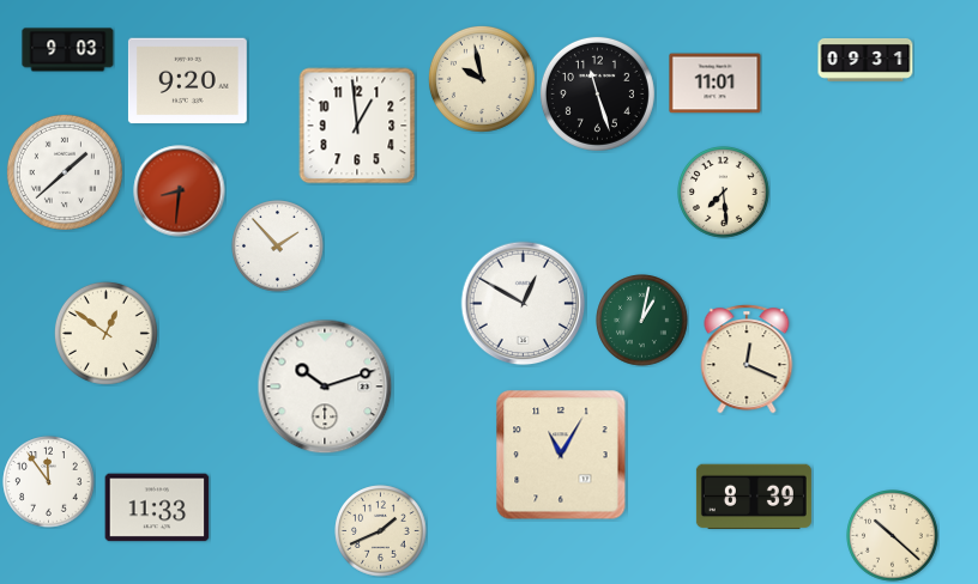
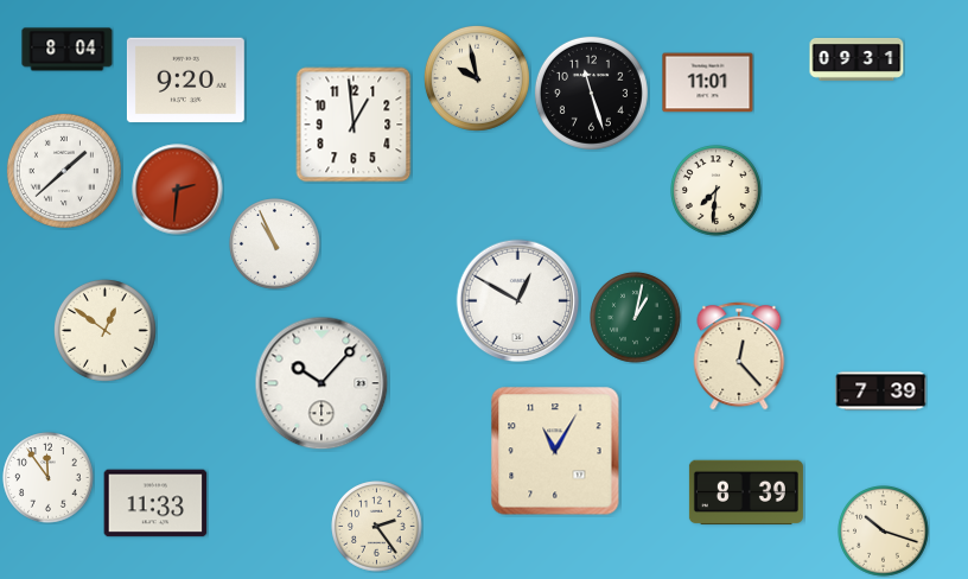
clock at (68, 50): 9:03 -> 8:04
clock at (180, 191): 8:31 -> 2:31
clock at (724, 193): 7:29 -> 7:31
clock at (278, 247): 1:53 -> 10:56
clock at (747, 359): 12:19 -> 12:23
clock at (325, 387): 10:12 -> 10:07
clock at (881, 392): none -> 7:39
clock at (381, 531): 1:41 -> 2:24
clock at (893, 536): 10:22 -> 10:18
